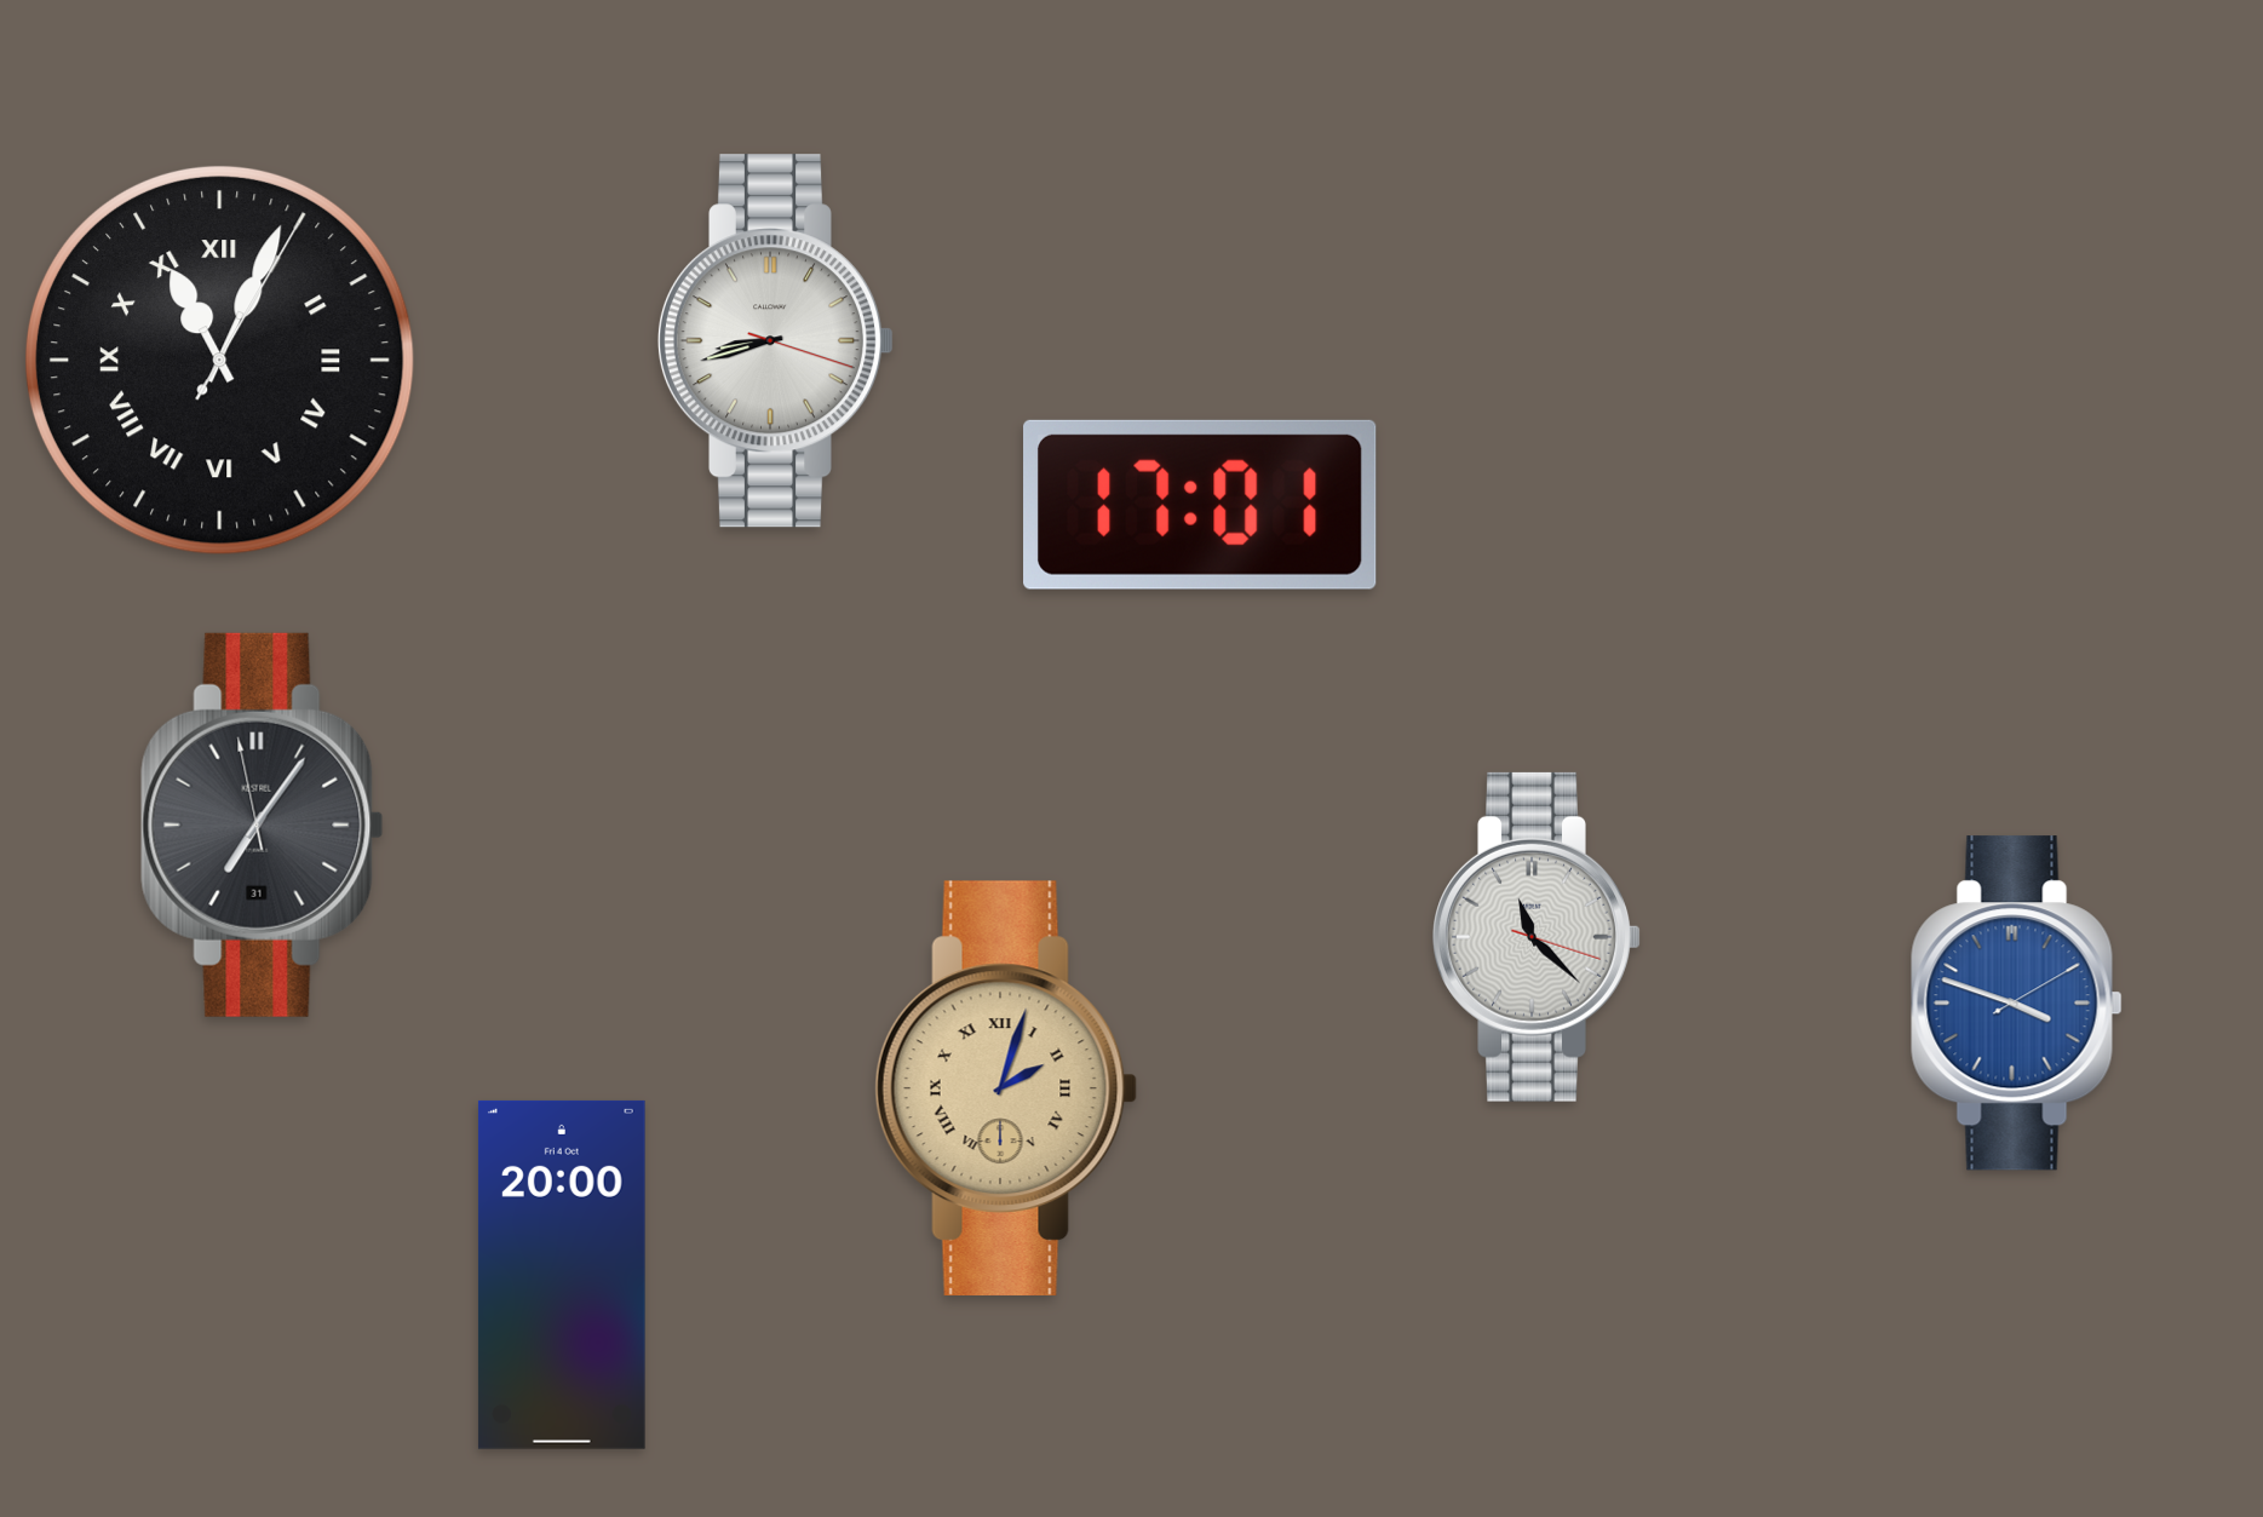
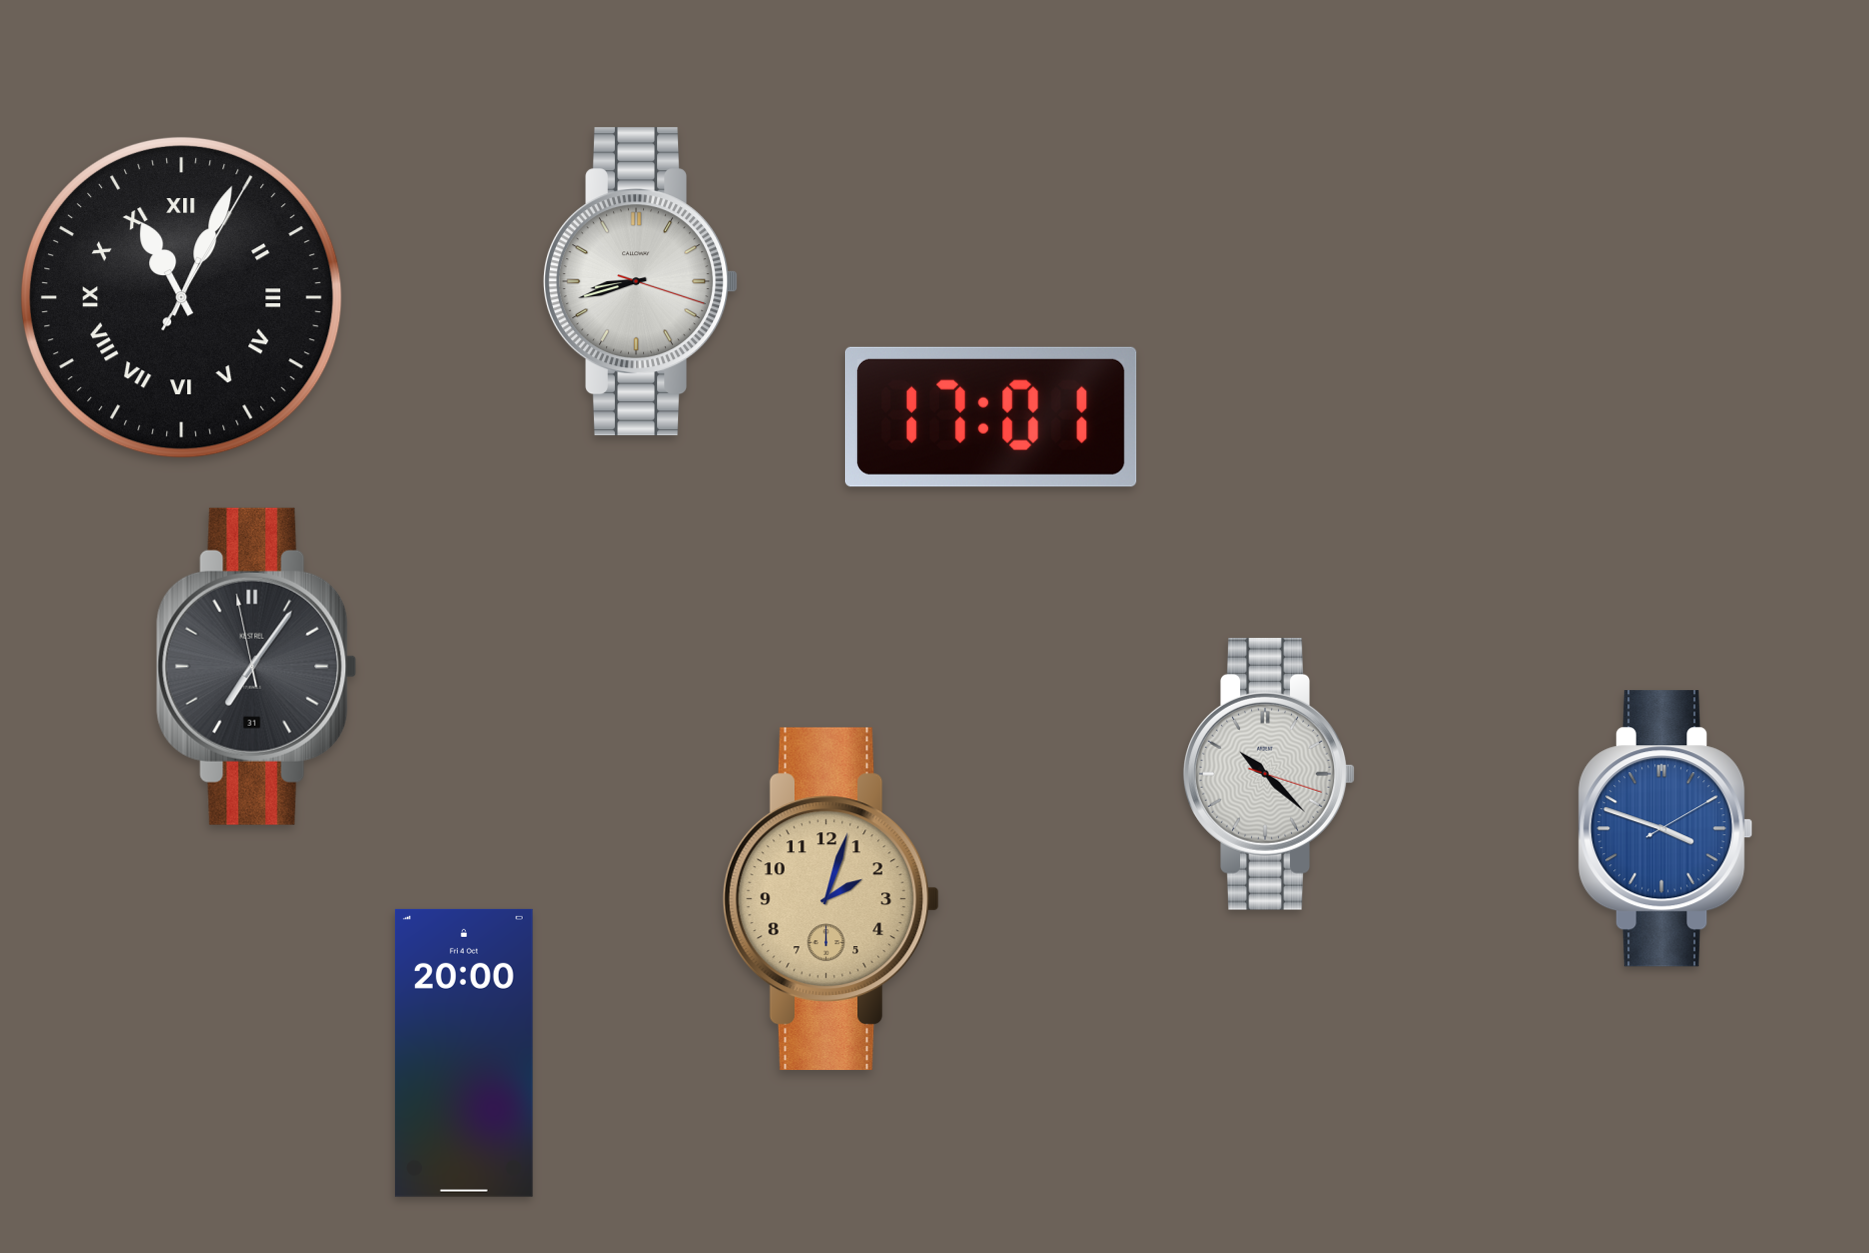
clock at (263, 824) position: (263, 824) -> (257, 666)
clock at (1537, 937): 11:22 -> 10:22
clock at (1006, 1088) numerals: Roman -> Arabic
